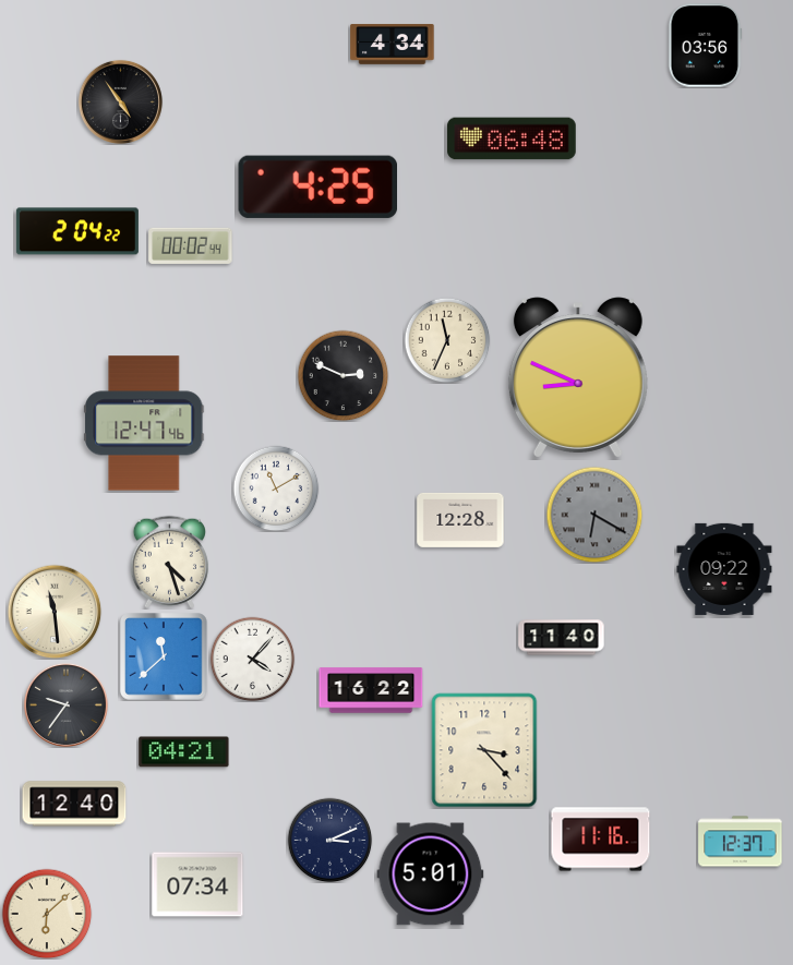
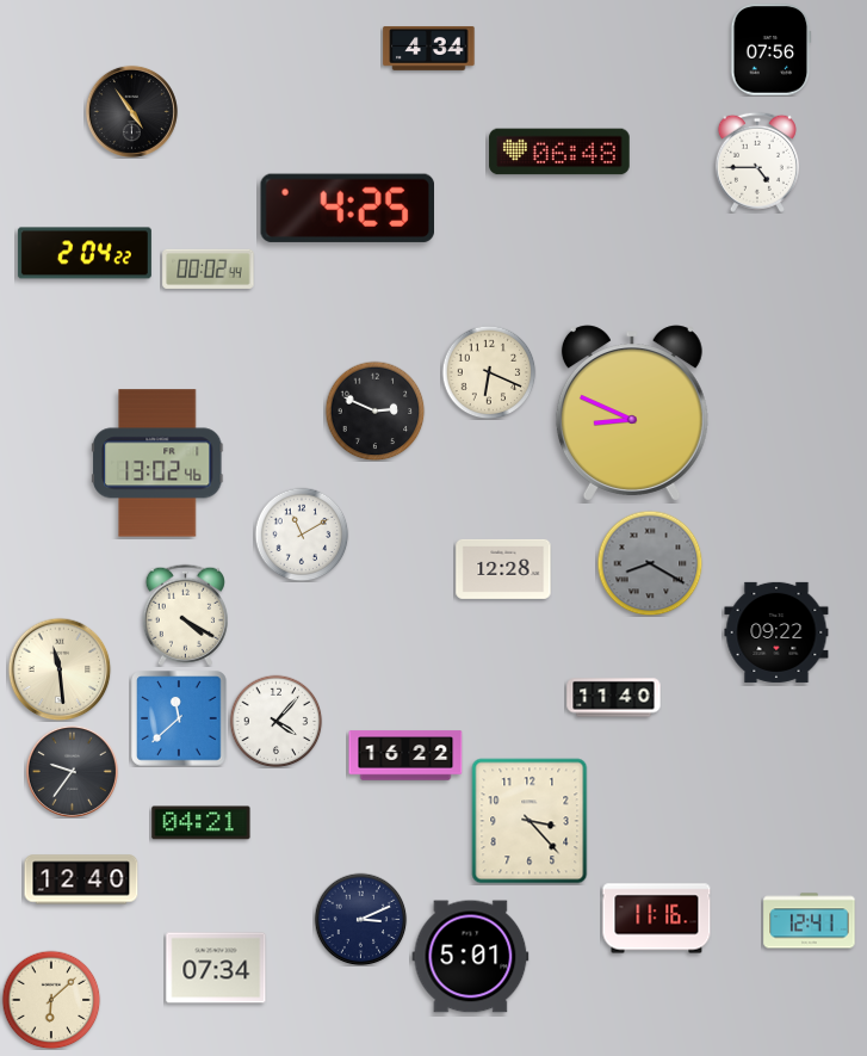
clock at (706, 46): 03:56 -> 07:56
clock at (757, 162): none -> 4:45
clock at (317, 186) position: (317, 186) -> (347, 208)
clock at (447, 340): 11:34 -> 6:19
clock at (144, 423): 12:47 -> 13:02
clock at (594, 515): 6:20 -> 8:20
clock at (169, 562): 4:27 -> 4:20
clock at (724, 569) position: (724, 569) -> (776, 632)
clock at (741, 842): 12:37 -> 12:41
